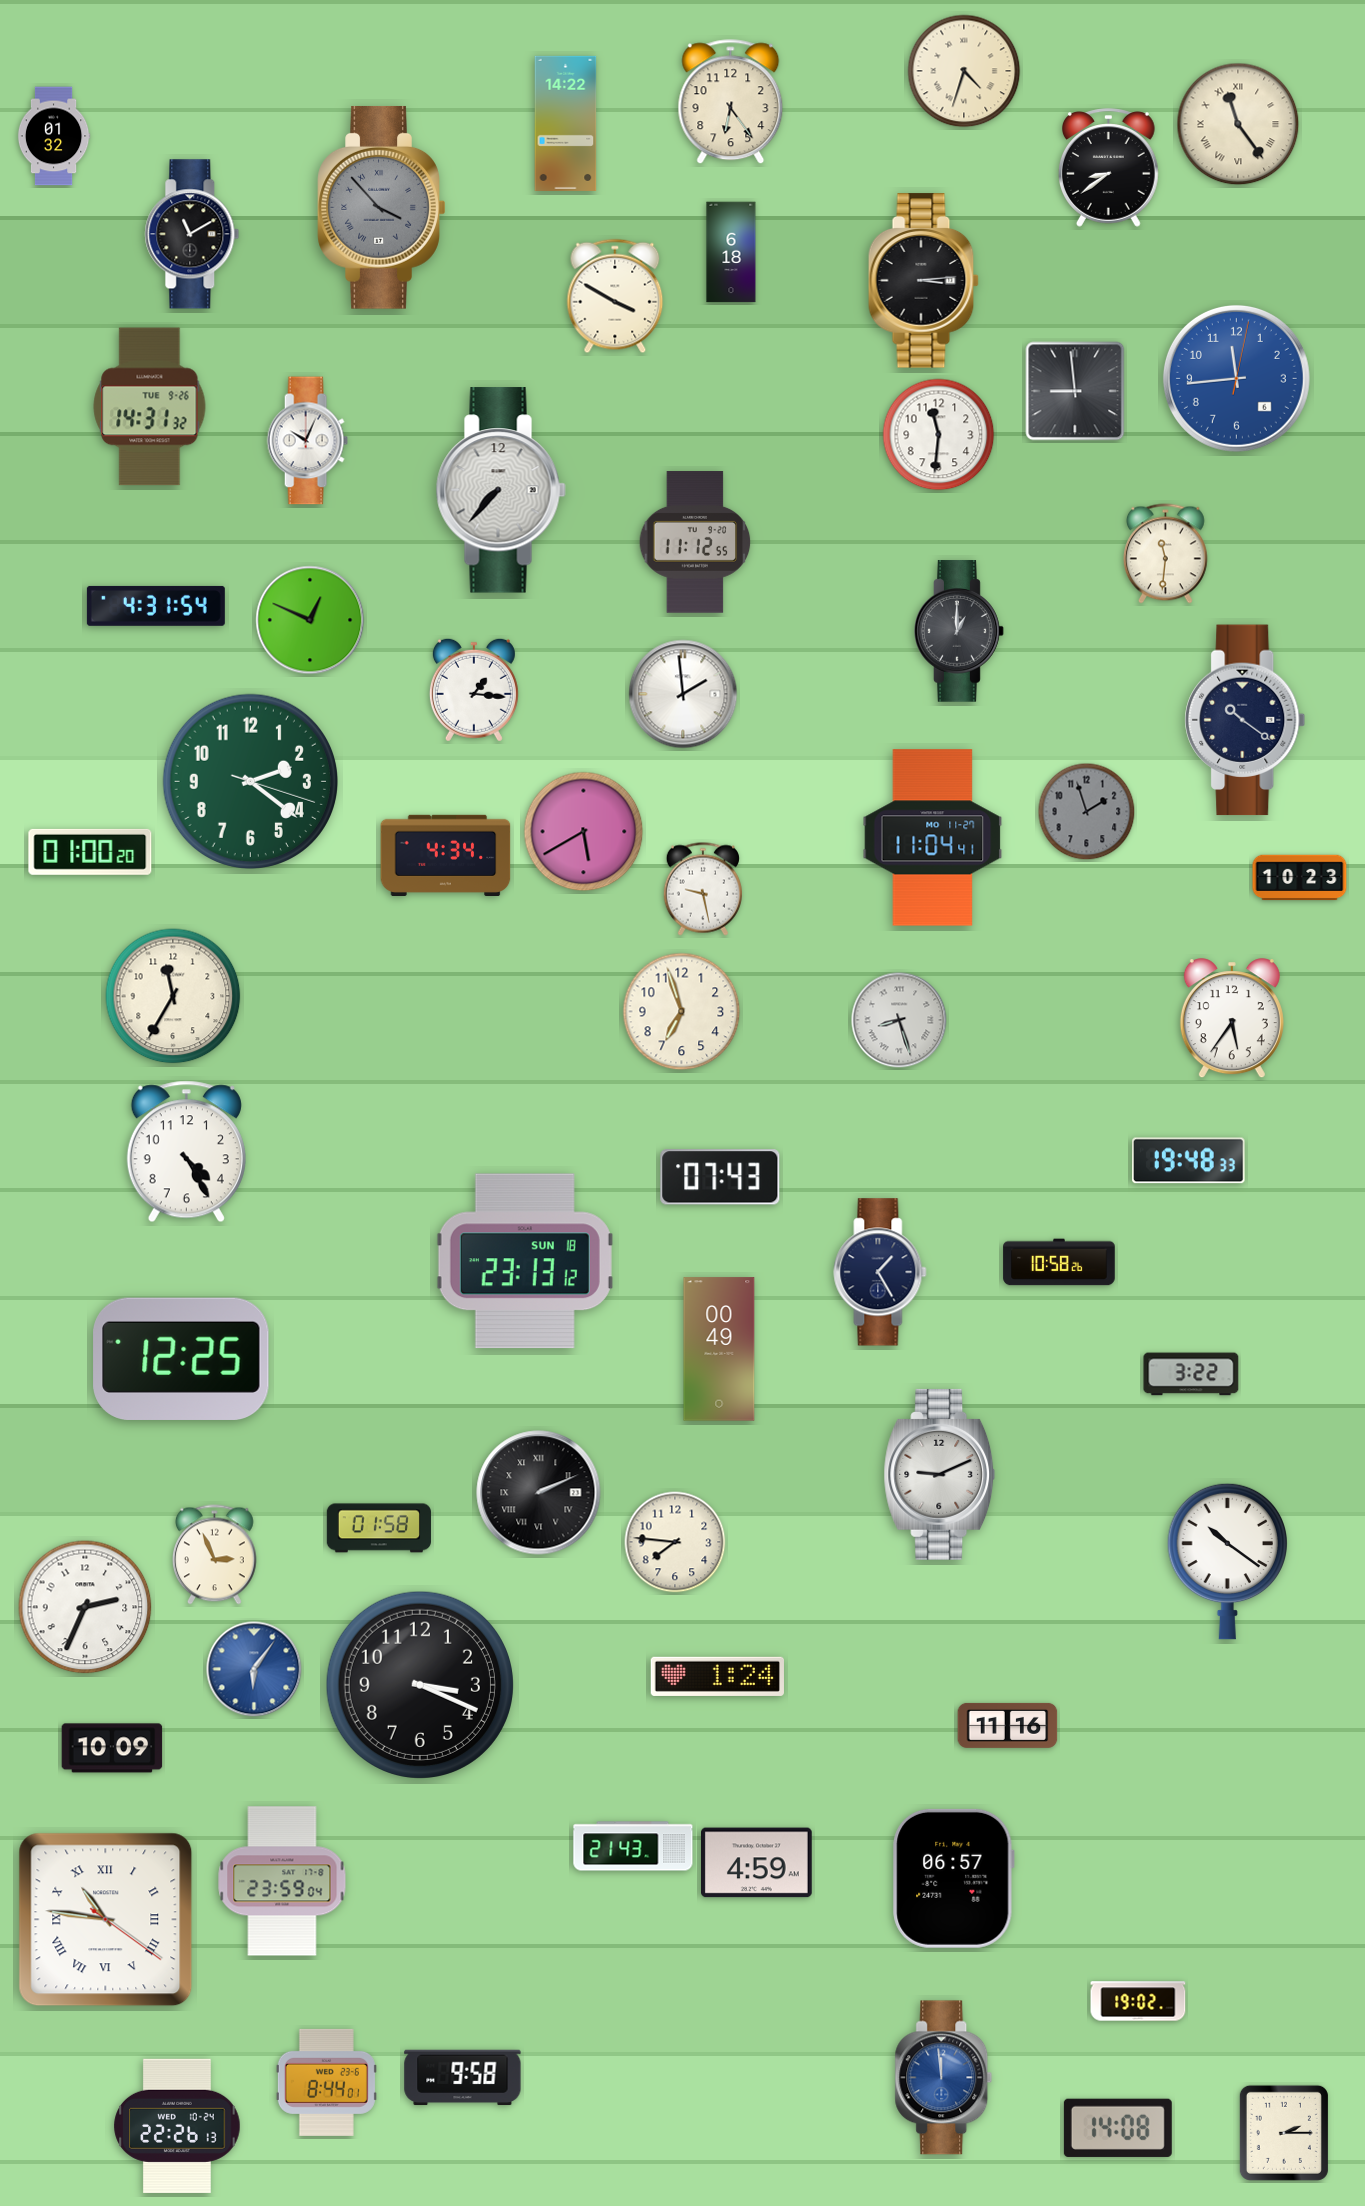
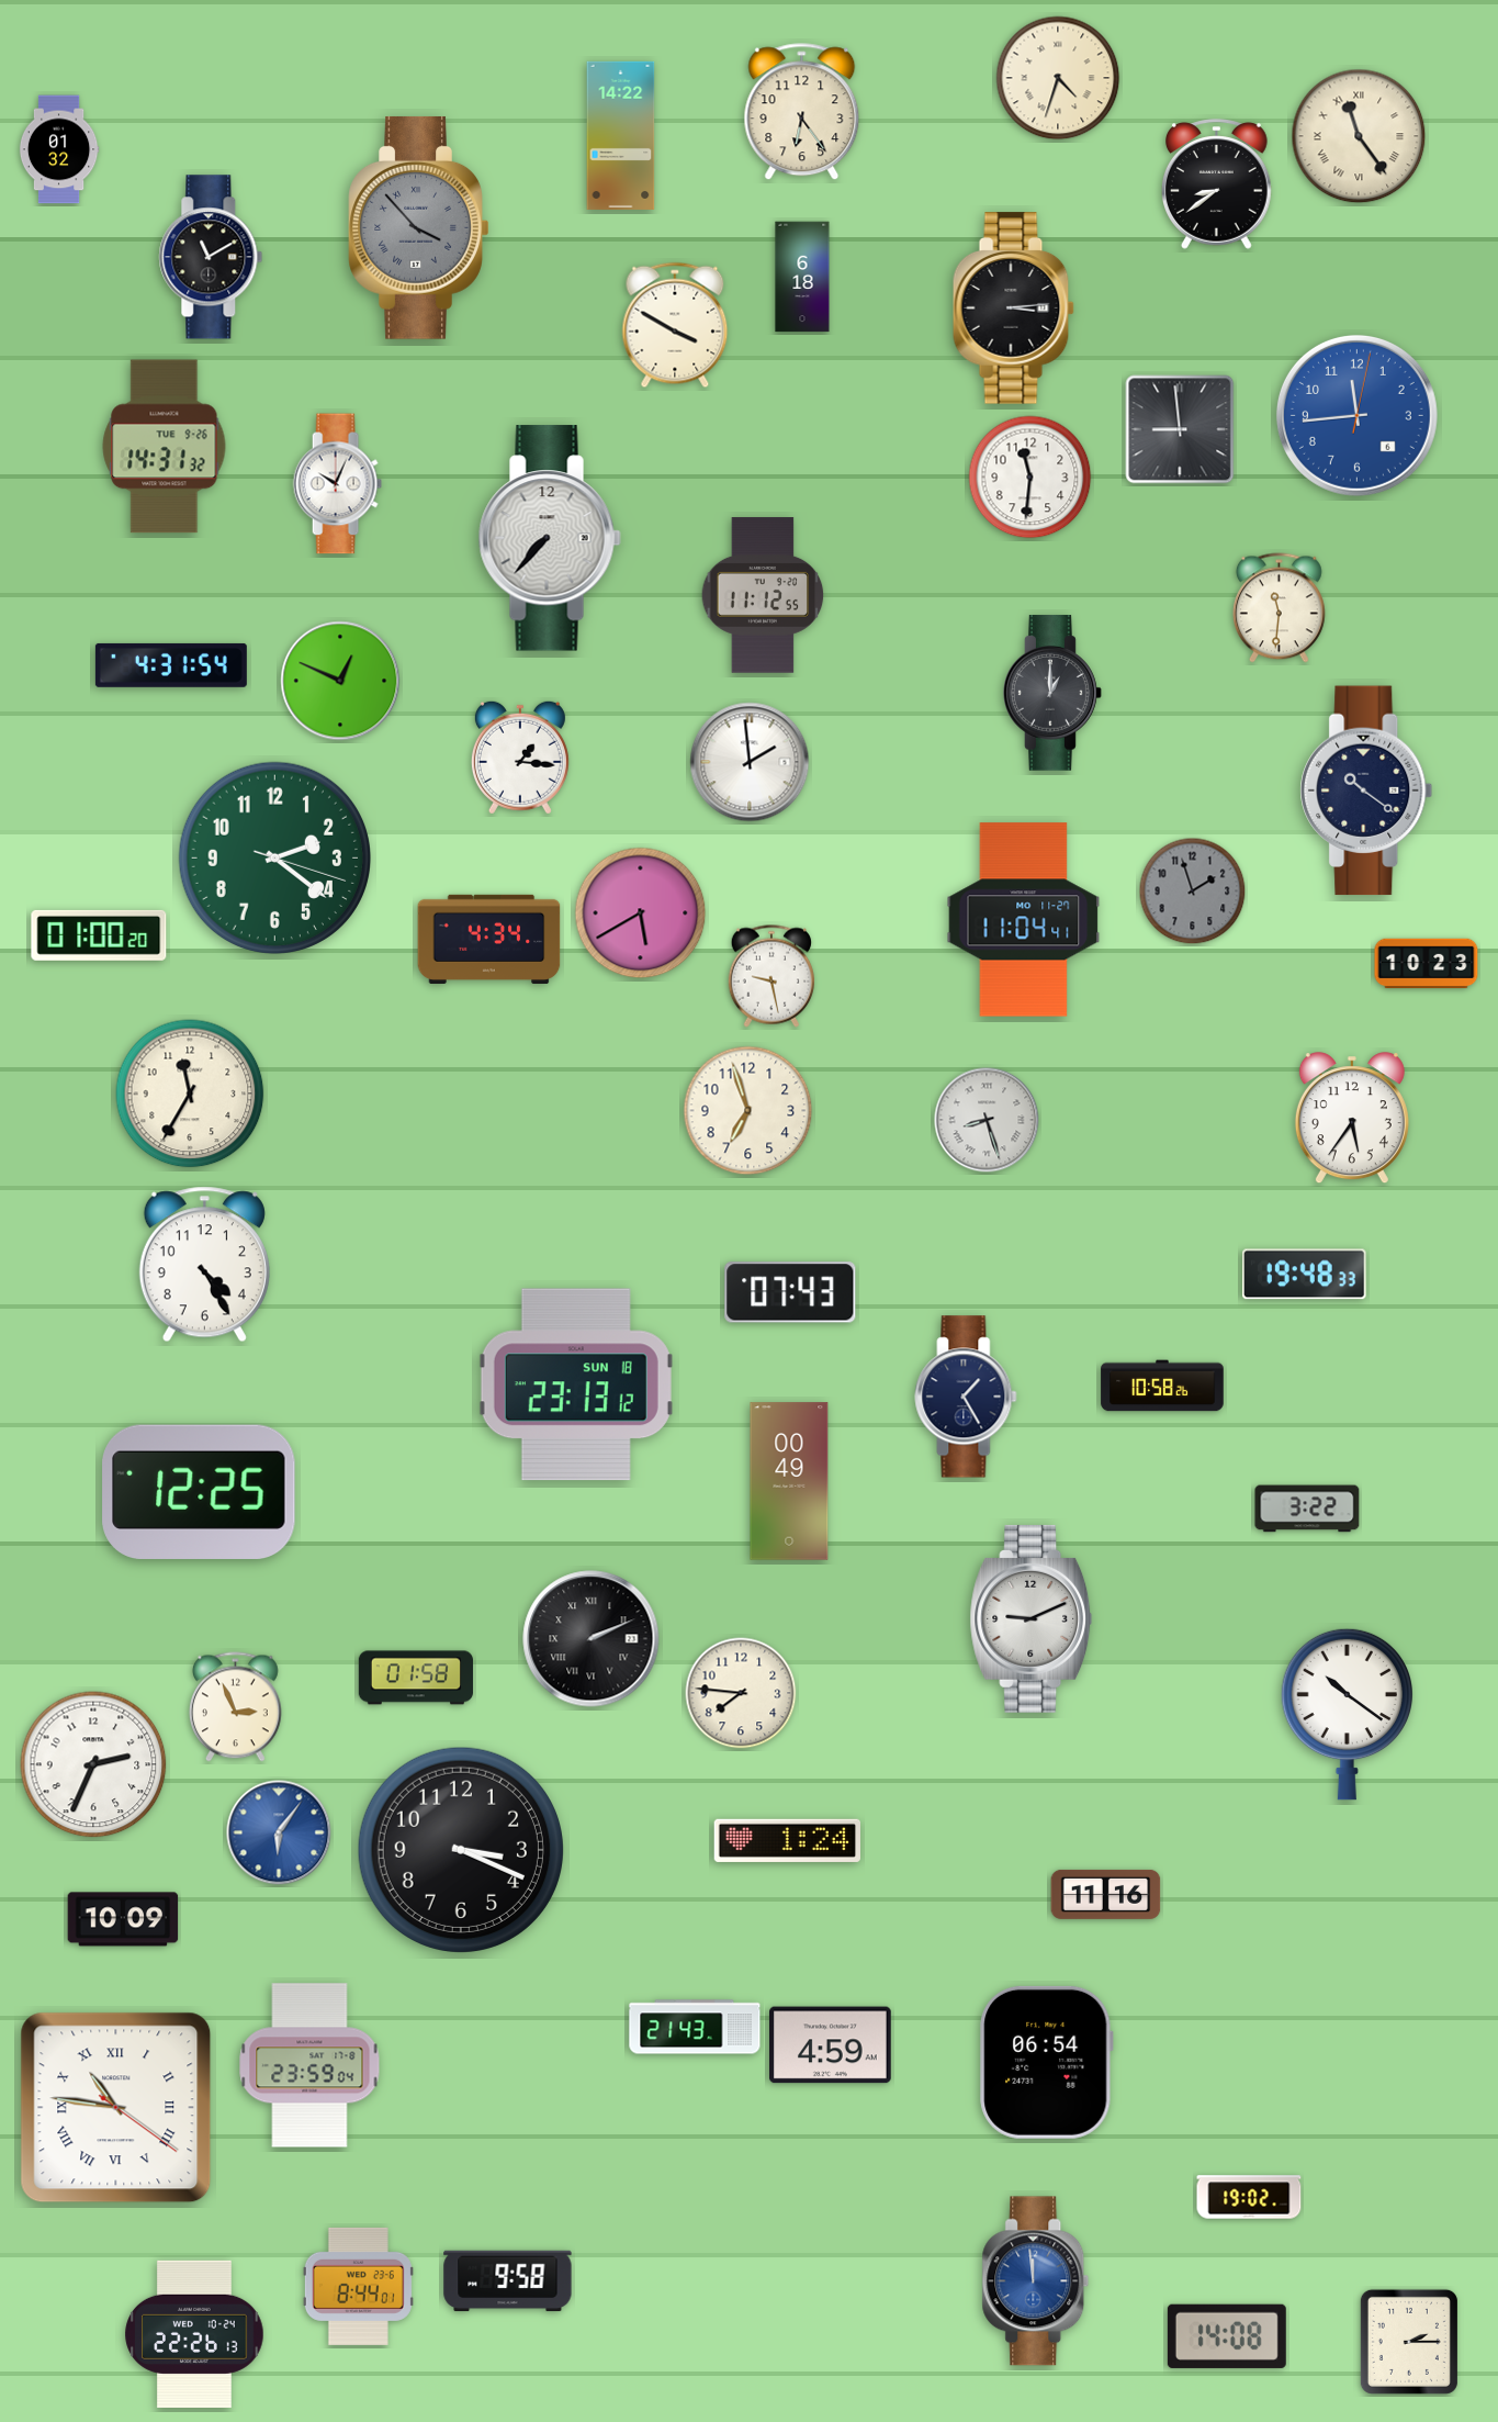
clock at (954, 1878): 06:57 -> 06:54
